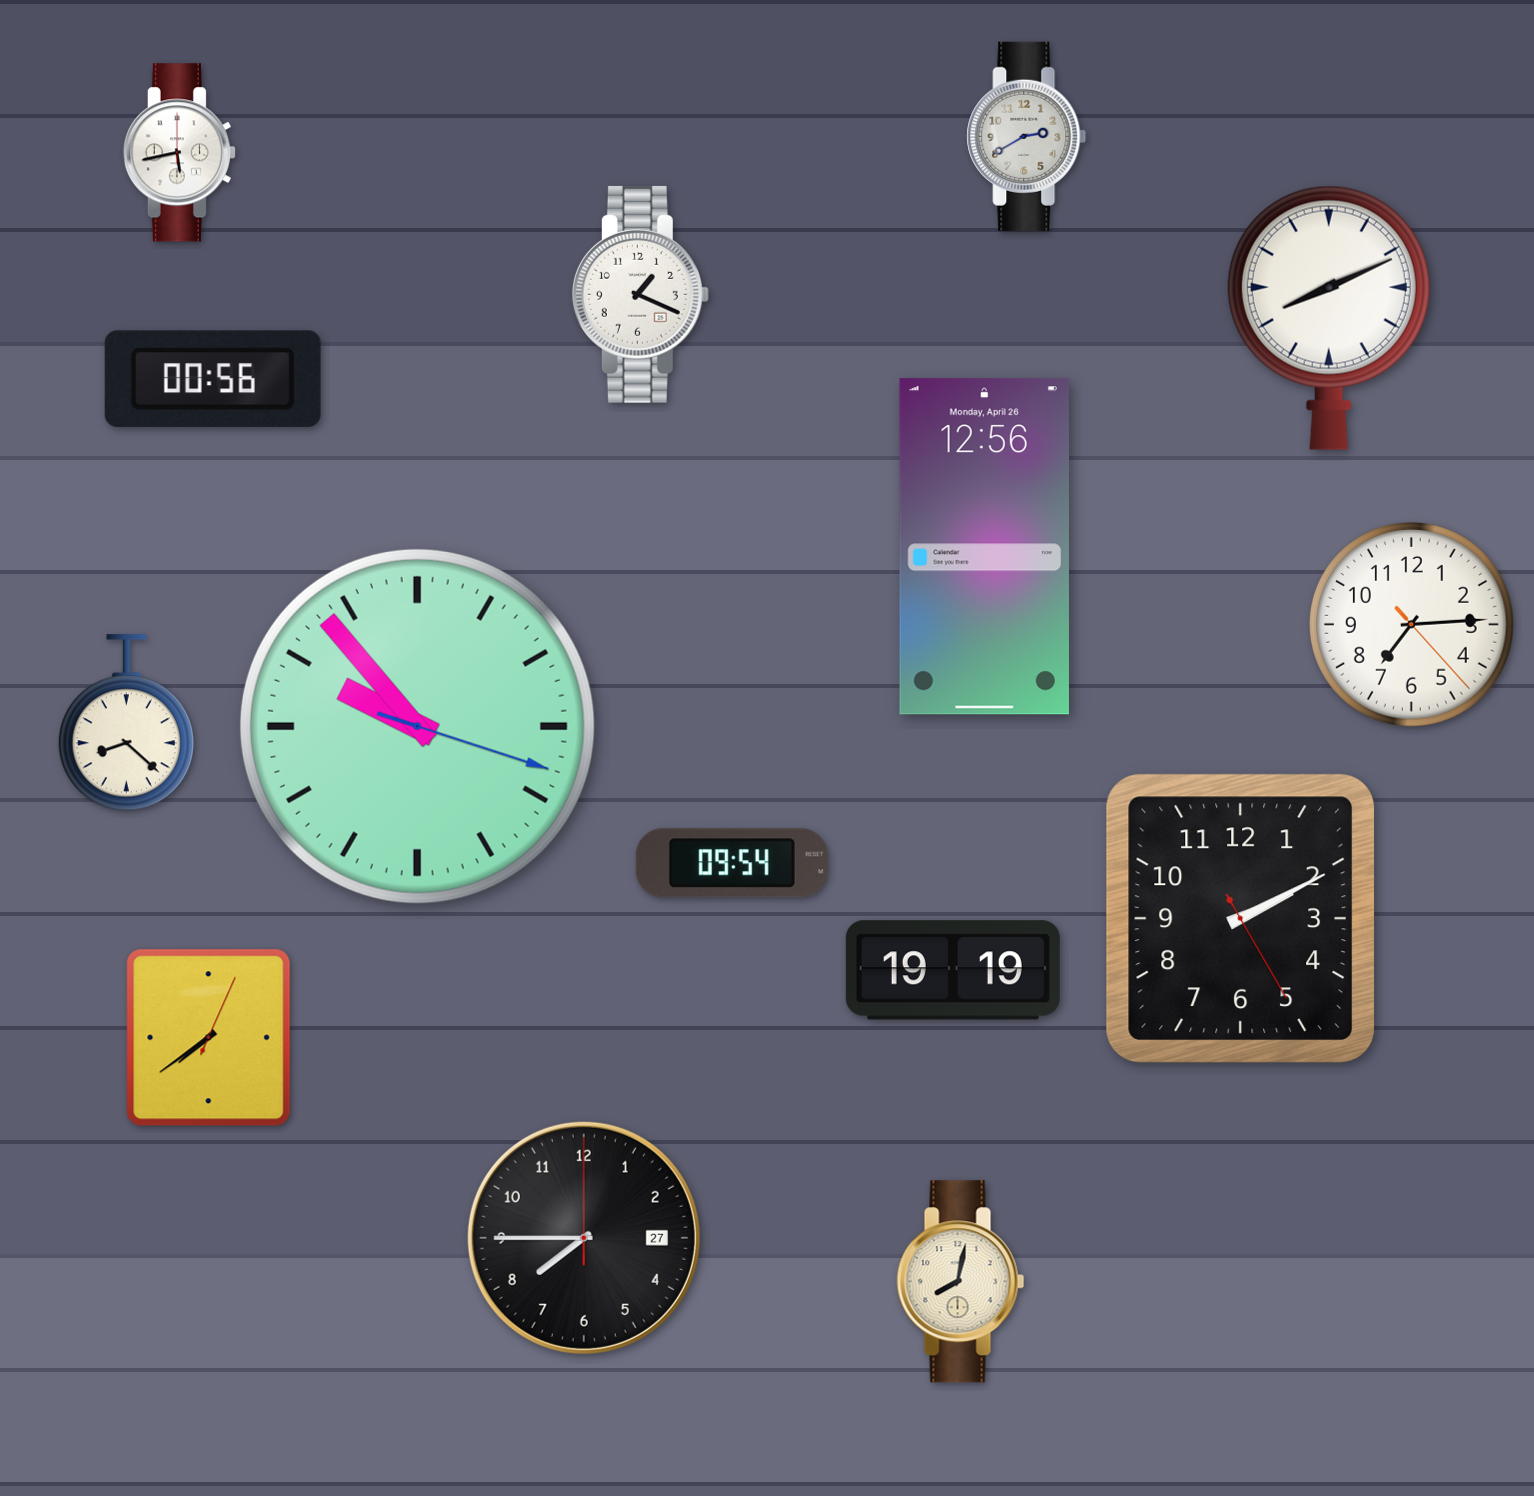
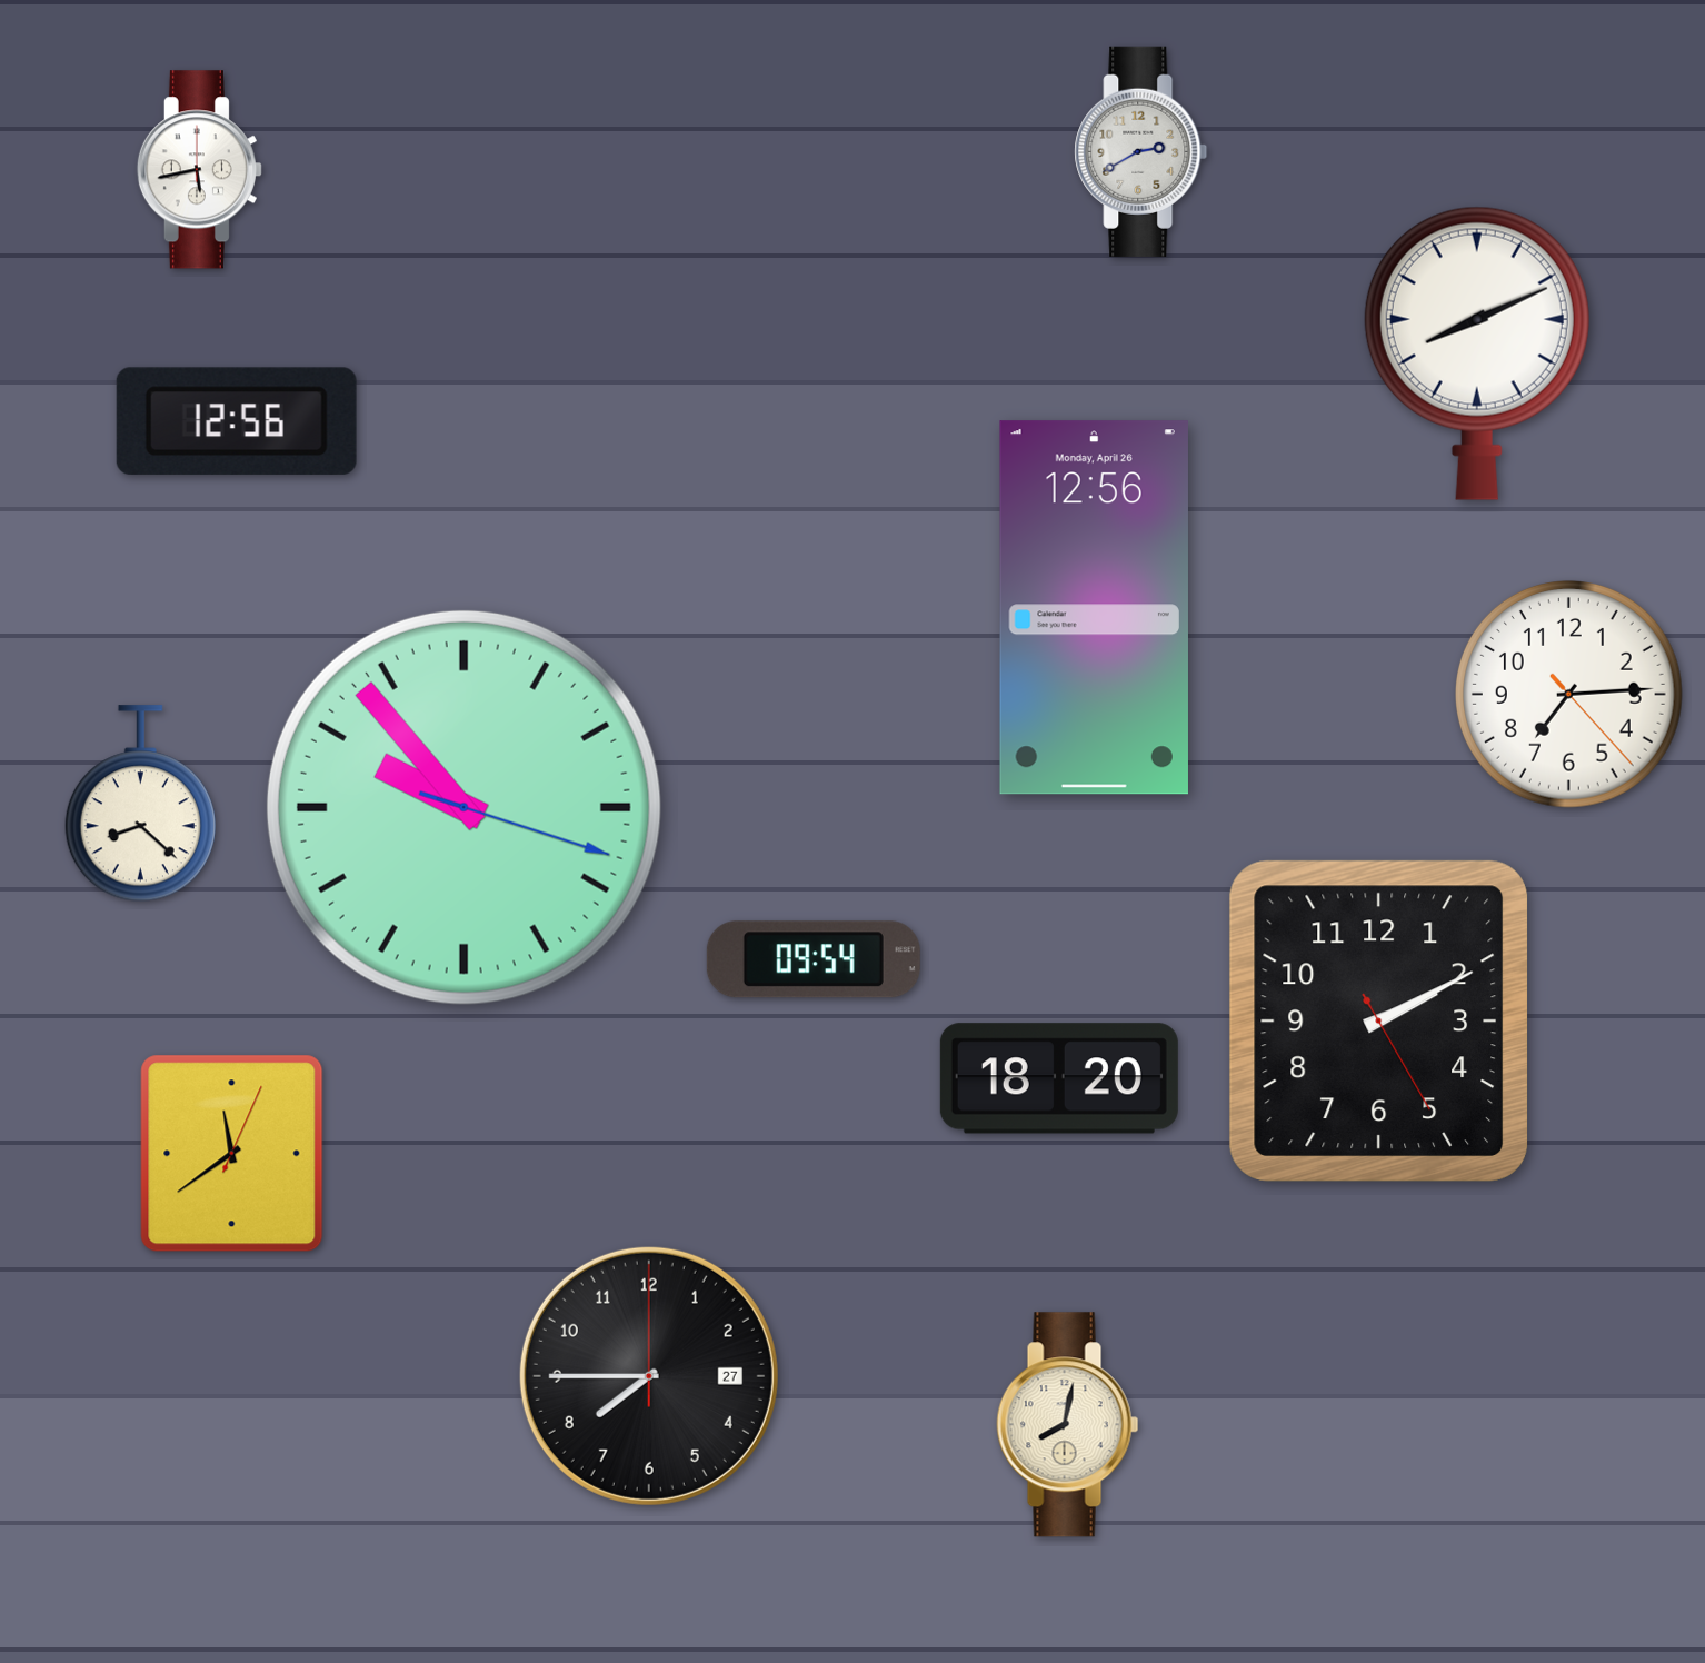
clock at (640, 294): 1:19 -> none
clock at (213, 379): 00:56 -> 12:56
clock at (953, 970): 19:19 -> 18:20
clock at (209, 1038): 7:39 -> 11:39
